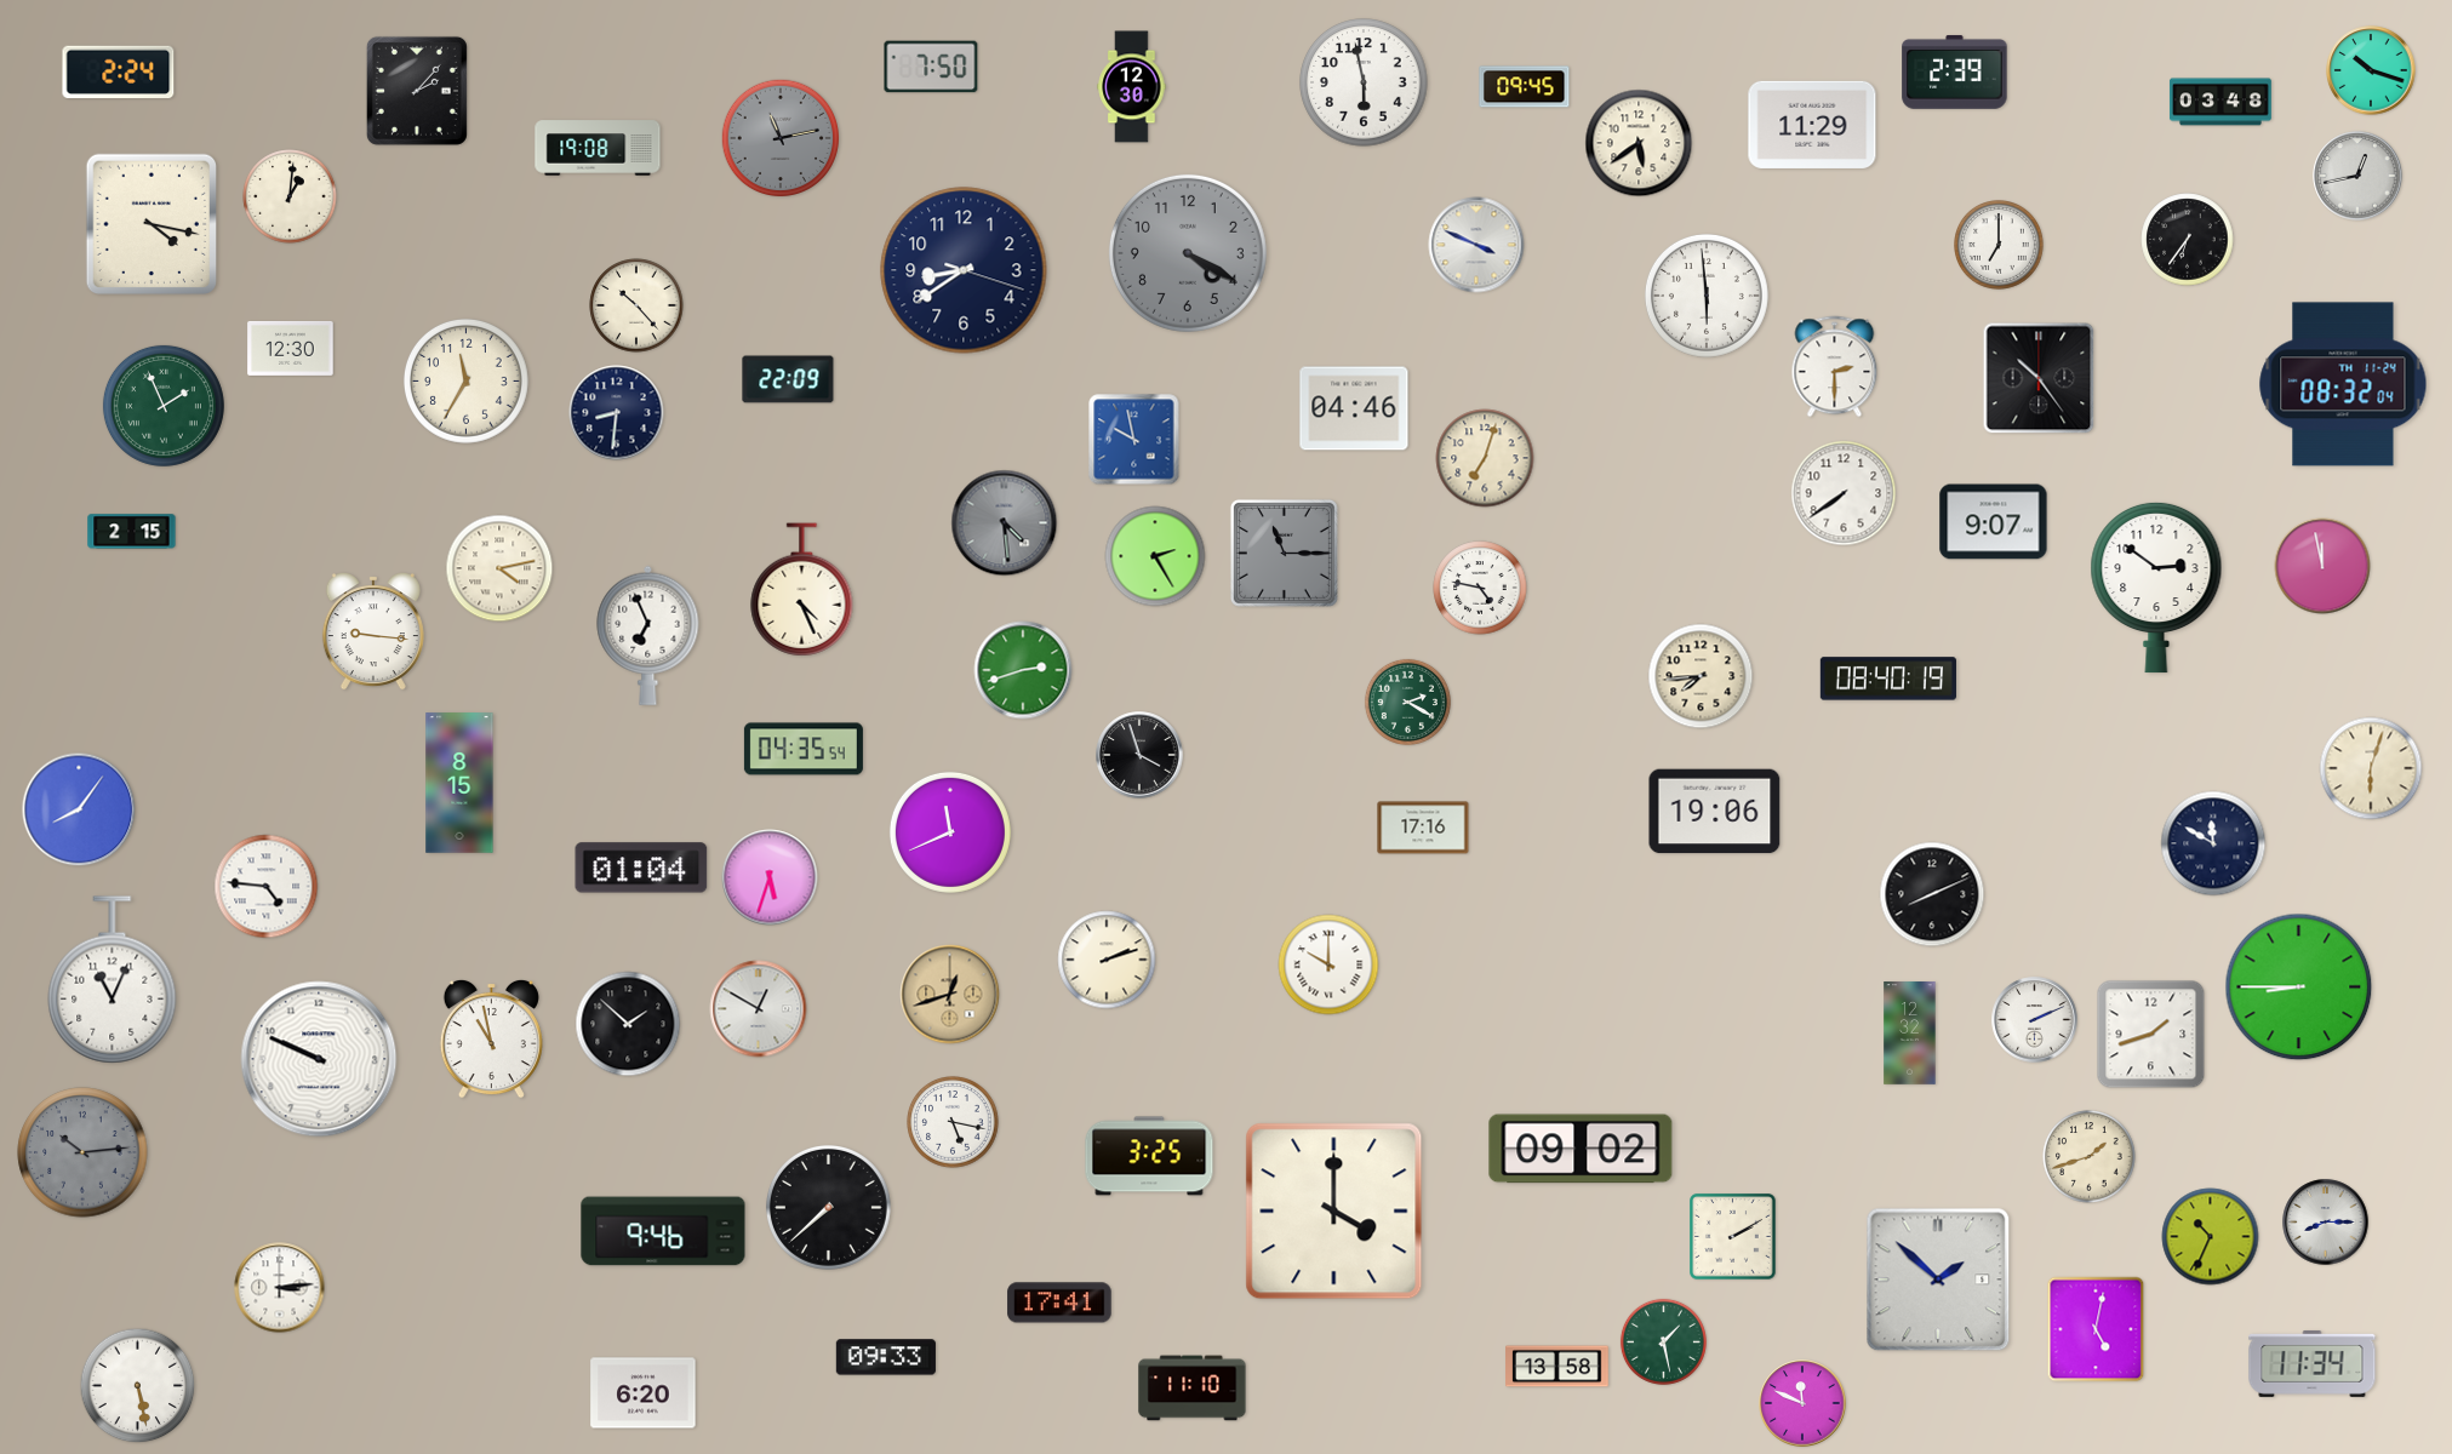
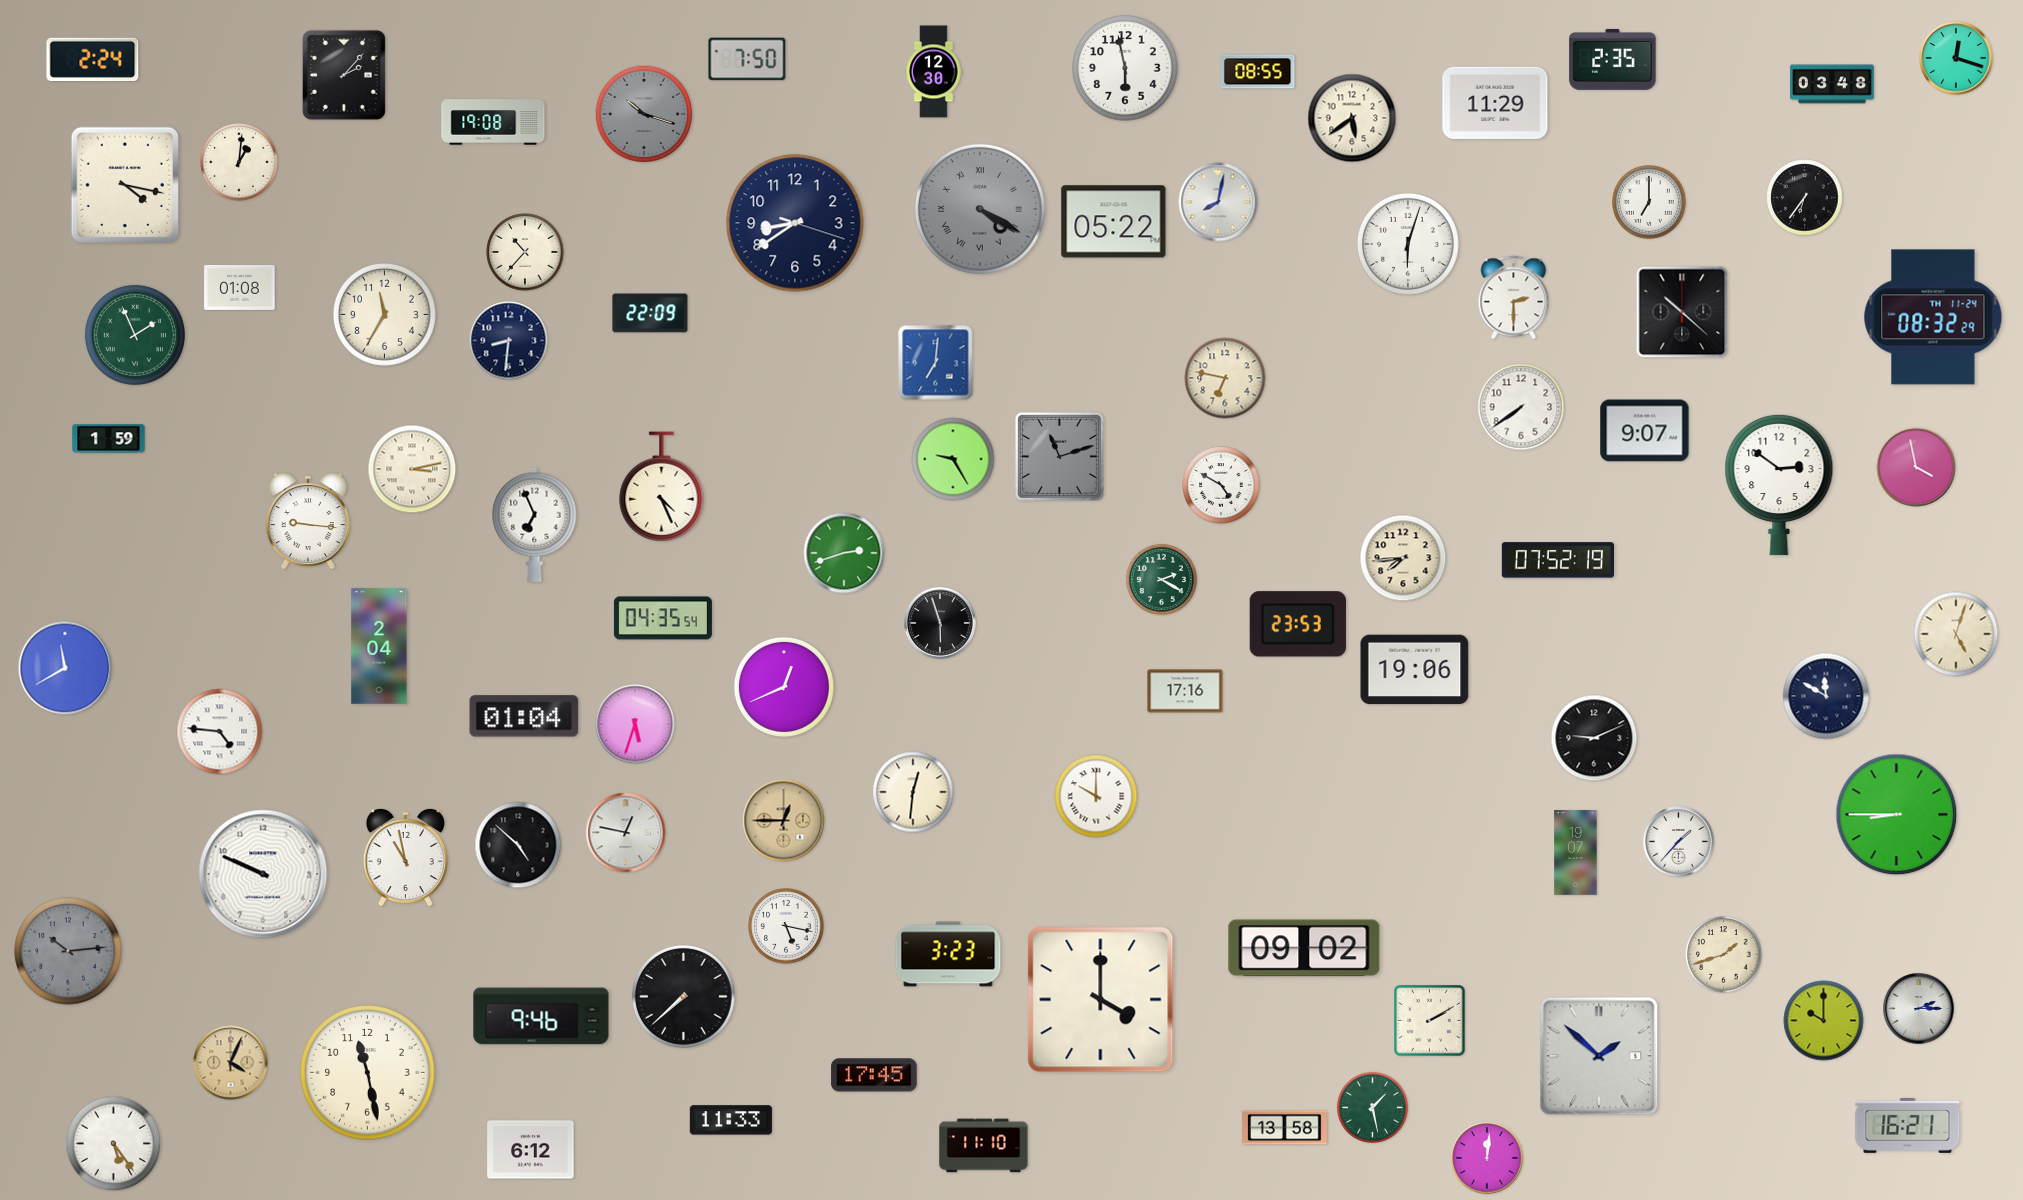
clock at (931, 67) position: (931, 67) -> (747, 59)
clock at (2371, 70): 10:18 -> 12:18
clock at (119, 71) position: (119, 71) -> (93, 59)
clock at (1955, 71): 2:39 -> 2:35
clock at (1525, 87): 09:45 -> 08:55
clock at (781, 138): 11:13 -> 10:18
clock at (2357, 176): 12:43 -> none
clock at (1476, 245): 3:49 -> 8:02
clock at (1188, 253) numerals: Arabic -> Roman
clock at (1114, 222): none -> 05:22
clock at (1707, 296): 5:59 -> 6:03
clock at (636, 305): 10:23 -> 10:37
clock at (291, 348): 12:30 -> 01:08
clock at (1835, 367) position: (1835, 367) -> (1514, 298)
clock at (2039, 378): 10:24 -> 10:22
clock at (2343, 384): 08:32:04 -> 08:32:29
clock at (1354, 408): 04:46 -> none
clock at (1134, 440): 9:58 -> 7:01
clock at (1485, 458): 7:03 -> 6:47
clock at (1005, 523): 4:29 -> none
clock at (132, 532): 2:15 -> 1:59
clock at (1284, 553): 11:15 -> 11:12
clock at (1155, 556): 2:25 -> 9:25
clock at (2322, 566): 11:58 -> 3:58
clock at (499, 568): 4:13 -> 3:13
clock at (1480, 588): 4:47 -> 4:50
clock at (1888, 679): 08:40 -> 07:52
clock at (1139, 755): 3:57 -> 5:57
clock at (1298, 624): none -> 23:53
clock at (2371, 768): 6:03 -> 5:03
clock at (459, 783): 8:15 -> 2:04
clock at (79, 809): 8:06 -> 11:40
clock at (1423, 828) position: (1423, 828) -> (1185, 691)
clock at (950, 832): 11:41 -> 12:41
clock at (641, 868) position: (641, 868) -> (524, 716)
clock at (1932, 894): 8:11 -> 9:11
clock at (1107, 960): 2:12 -> 12:31
clock at (113, 980): 11:04 -> none
clock at (950, 995): 12:42 -> 12:45
clock at (759, 1009): 12:50 -> 12:47
clock at (2035, 1020): 2:11 -> 1:37
clock at (628, 1024): 1:52 -> 4:52
clock at (1910, 1034): 12:32 -> 19:07
clock at (2151, 1035): 1:42 -> none
clock at (1149, 1156): 3:25 -> 3:23
clock at (2326, 1223): 8:15 -> 2:15
clock at (663, 1231) position: (663, 1231) -> (541, 1016)
clock at (2211, 1237): 10:34 -> 10:00
clock at (280, 1288): 3:14 -> 4:04
clock at (280, 1288) dial: white -> champagne
clock at (368, 1073): none -> 11:28
clock at (1059, 1303): 17:41 -> 17:45
clock at (2096, 1329): 5:02 -> none
clock at (886, 1357): 09:33 -> 11:33
clock at (2313, 1363): 11:34 -> 16:21
clock at (138, 1386): 5:28 -> 5:24
clock at (644, 1393): 6:20 -> 6:12
clock at (1802, 1403): 11:49 -> 12:01
